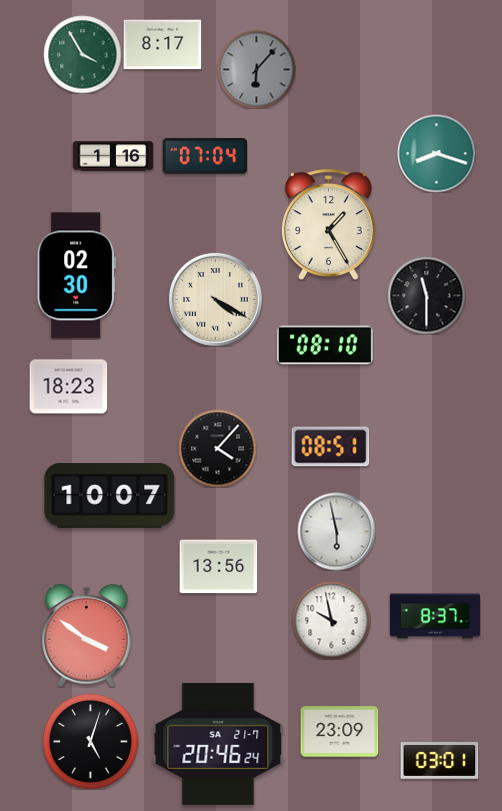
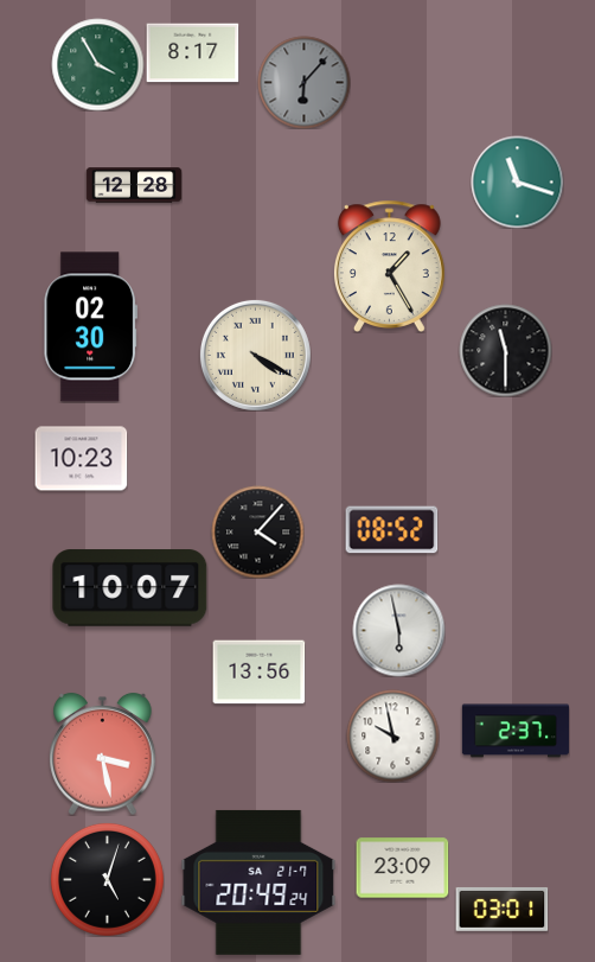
clock at (436, 153): 8:18 -> 11:18
clock at (113, 156): 1:16 -> 12:28
clock at (205, 156): 07:04 -> none
clock at (325, 345): 08:10 -> none
clock at (68, 387): 18:23 -> 10:23
clock at (330, 447): 08:51 -> 08:52
clock at (434, 616): 8:37 -> 2:37
clock at (87, 635): 3:51 -> 3:28
clock at (218, 744): 20:46 -> 20:49
clock at (439, 760) position: (439, 760) -> (501, 909)
